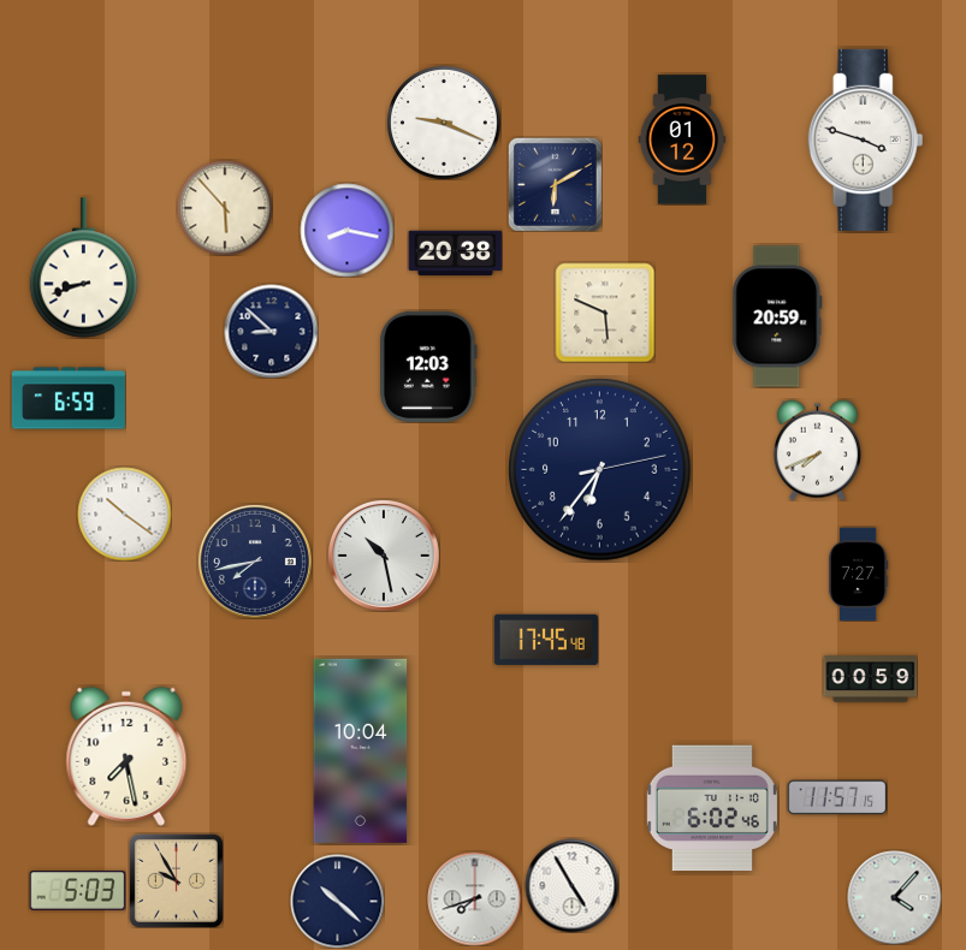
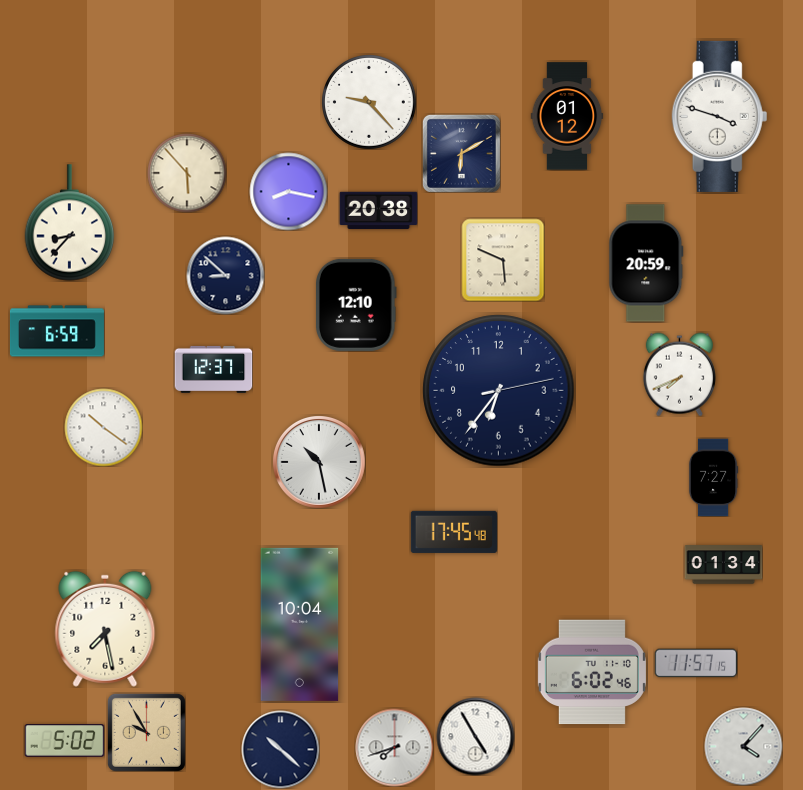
clock at (444, 123): 9:19 -> 9:23
clock at (84, 268): 8:42 -> 8:37
clock at (429, 367): 12:03 -> 12:10
clock at (213, 369): none -> 12:37
clock at (255, 562): 7:43 -> none
clock at (870, 679): 00:59 -> 01:34
clock at (77, 891): 5:03 -> 5:02
